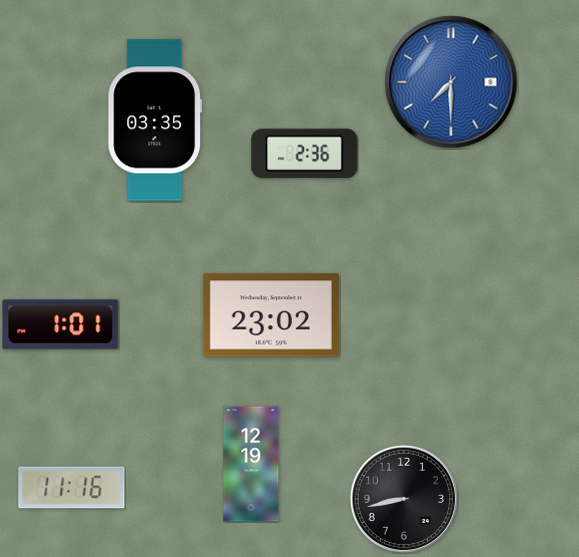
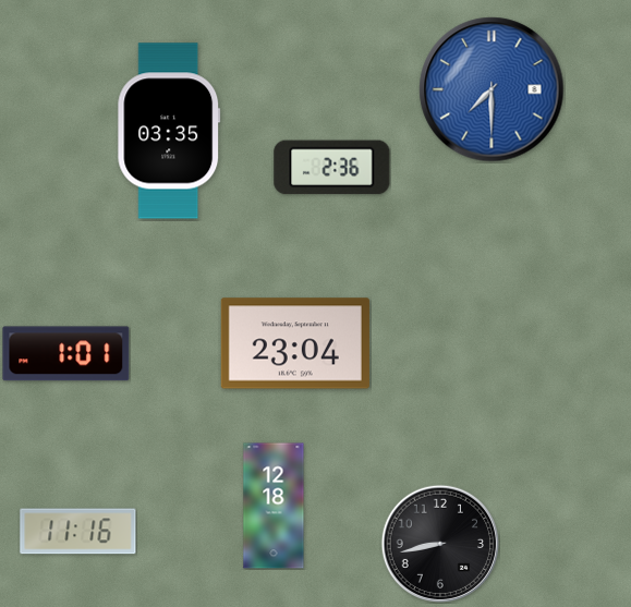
clock at (271, 315): 23:02 -> 23:04
clock at (251, 464): 12:19 -> 12:18
